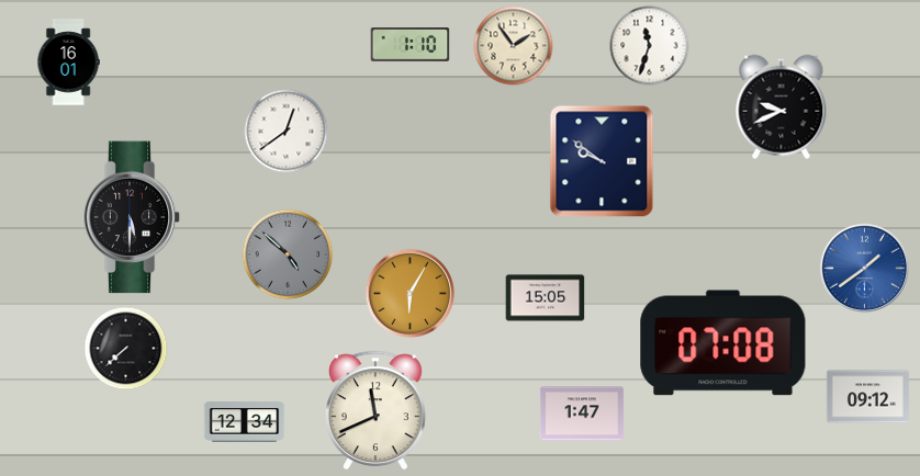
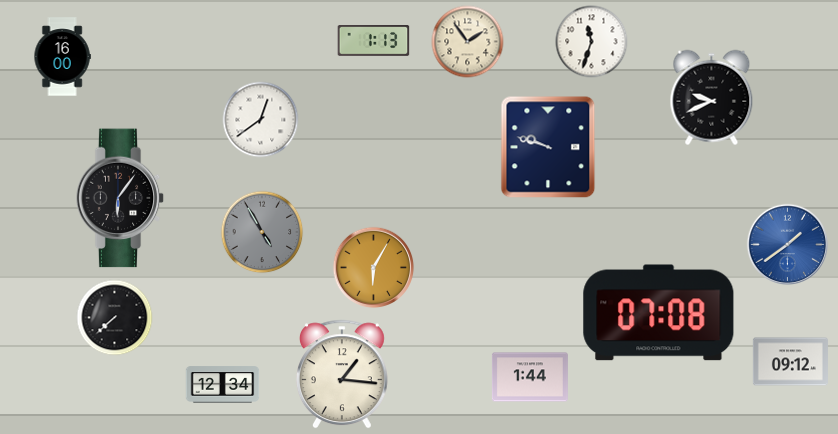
clock at (411, 45): 1:10 -> 1:13
clock at (68, 63): 16:01 -> 16:00
clock at (602, 161): 9:51 -> 9:48
clock at (132, 217): 5:30 -> 6:06
clock at (288, 254): 4:52 -> 4:55
clock at (546, 298): 15:05 -> none
clock at (375, 410): 11:41 -> 1:16
clock at (582, 413): 1:47 -> 1:44
